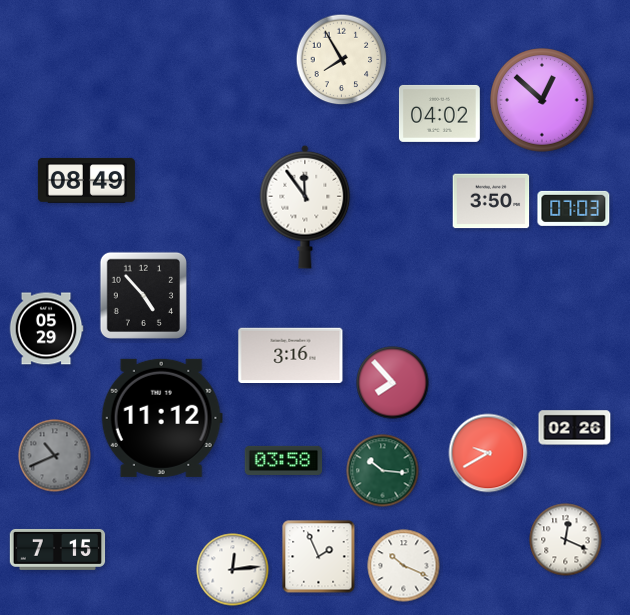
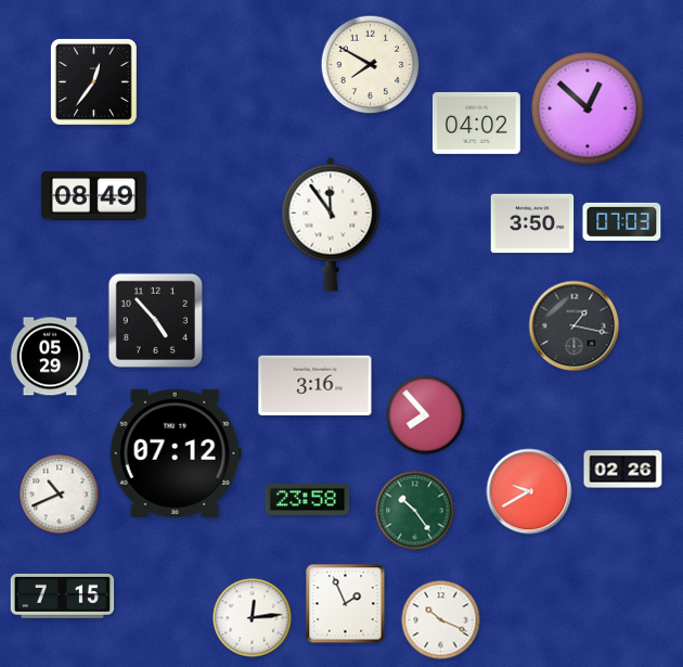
clock at (342, 60): 7:55 -> 7:50
clock at (93, 81): none -> 12:36
clock at (491, 201) position: (491, 201) -> (532, 223)
clock at (574, 208) position: (574, 208) -> (622, 221)
clock at (575, 326): none -> 1:17
clock at (162, 418): 11:12 -> 07:12
clock at (575, 428) position: (575, 428) -> (623, 470)
clock at (55, 456) dial: grey -> white
clock at (284, 460): 03:58 -> 23:58
clock at (383, 471): 10:16 -> 10:24
clock at (566, 540): 12:19 -> none
clock at (404, 566) position: (404, 566) -> (441, 620)
